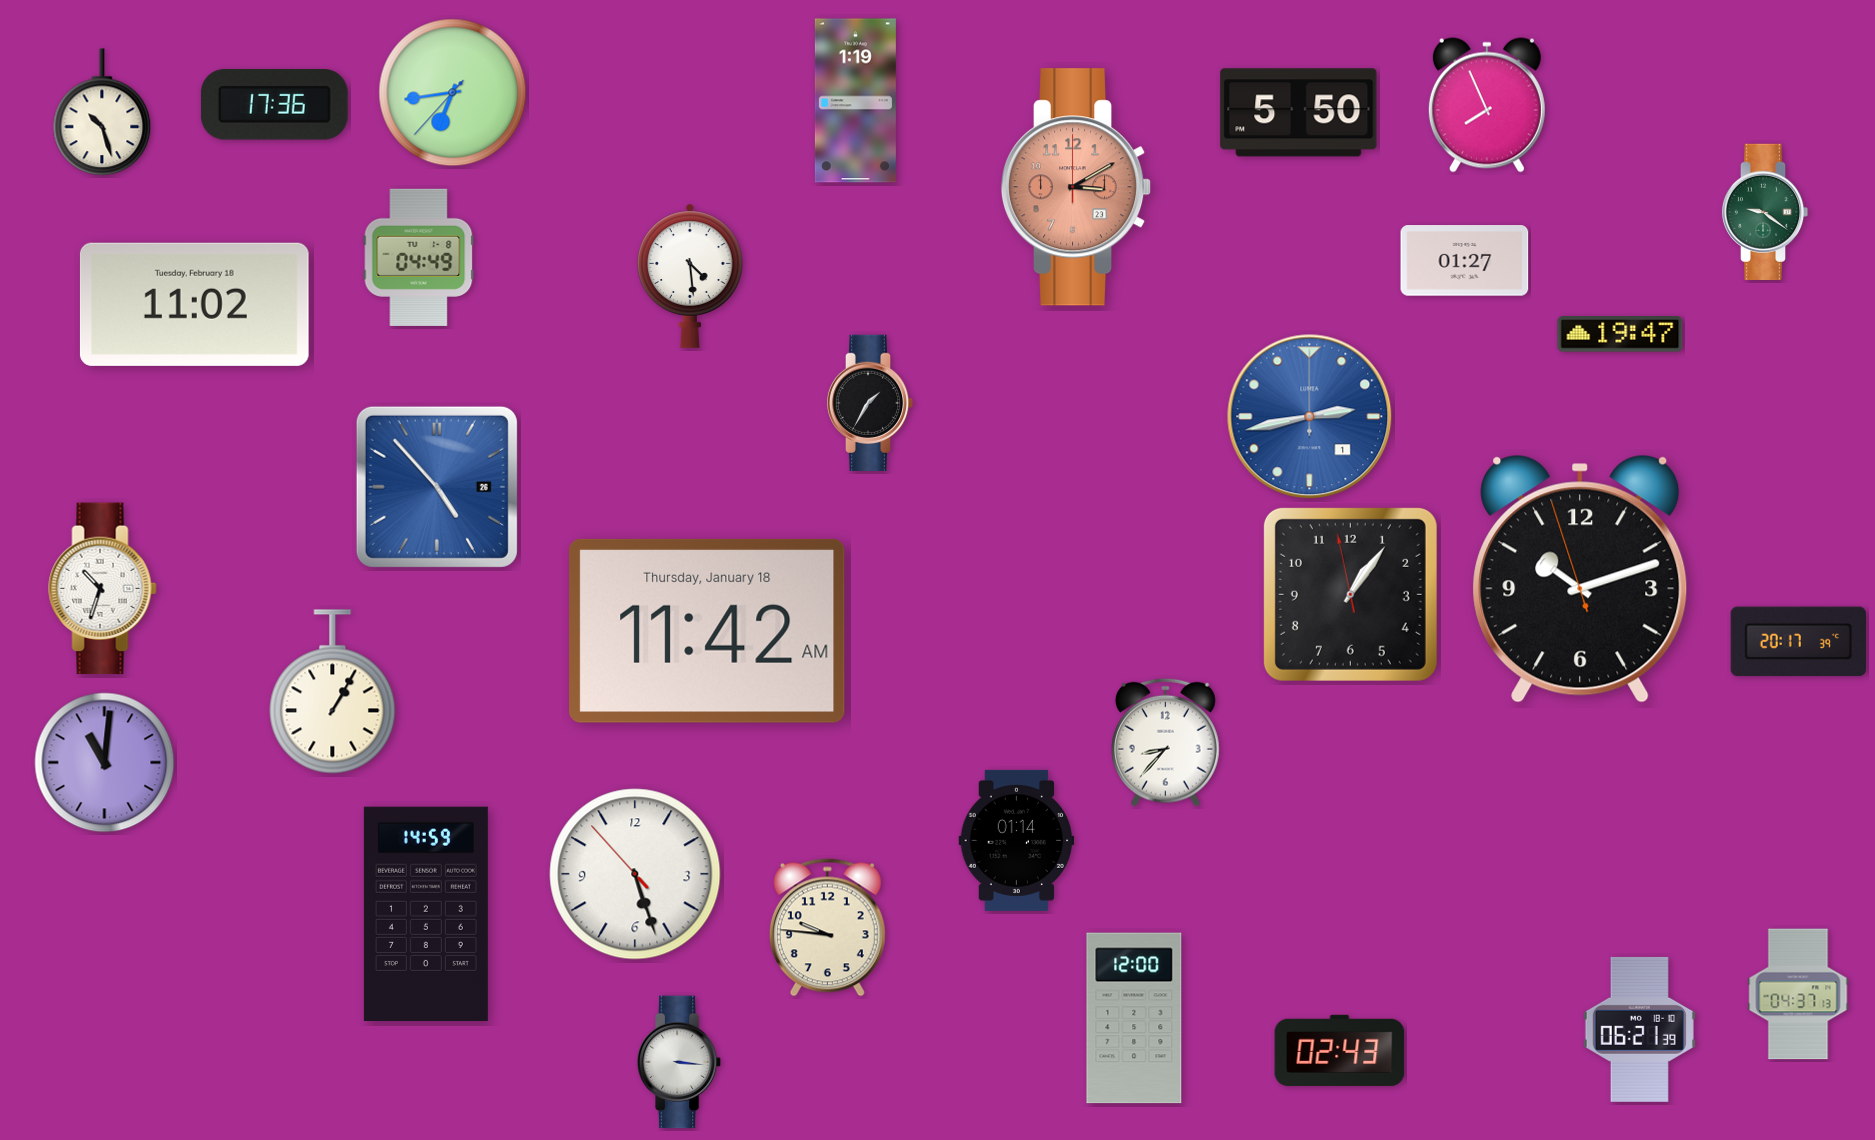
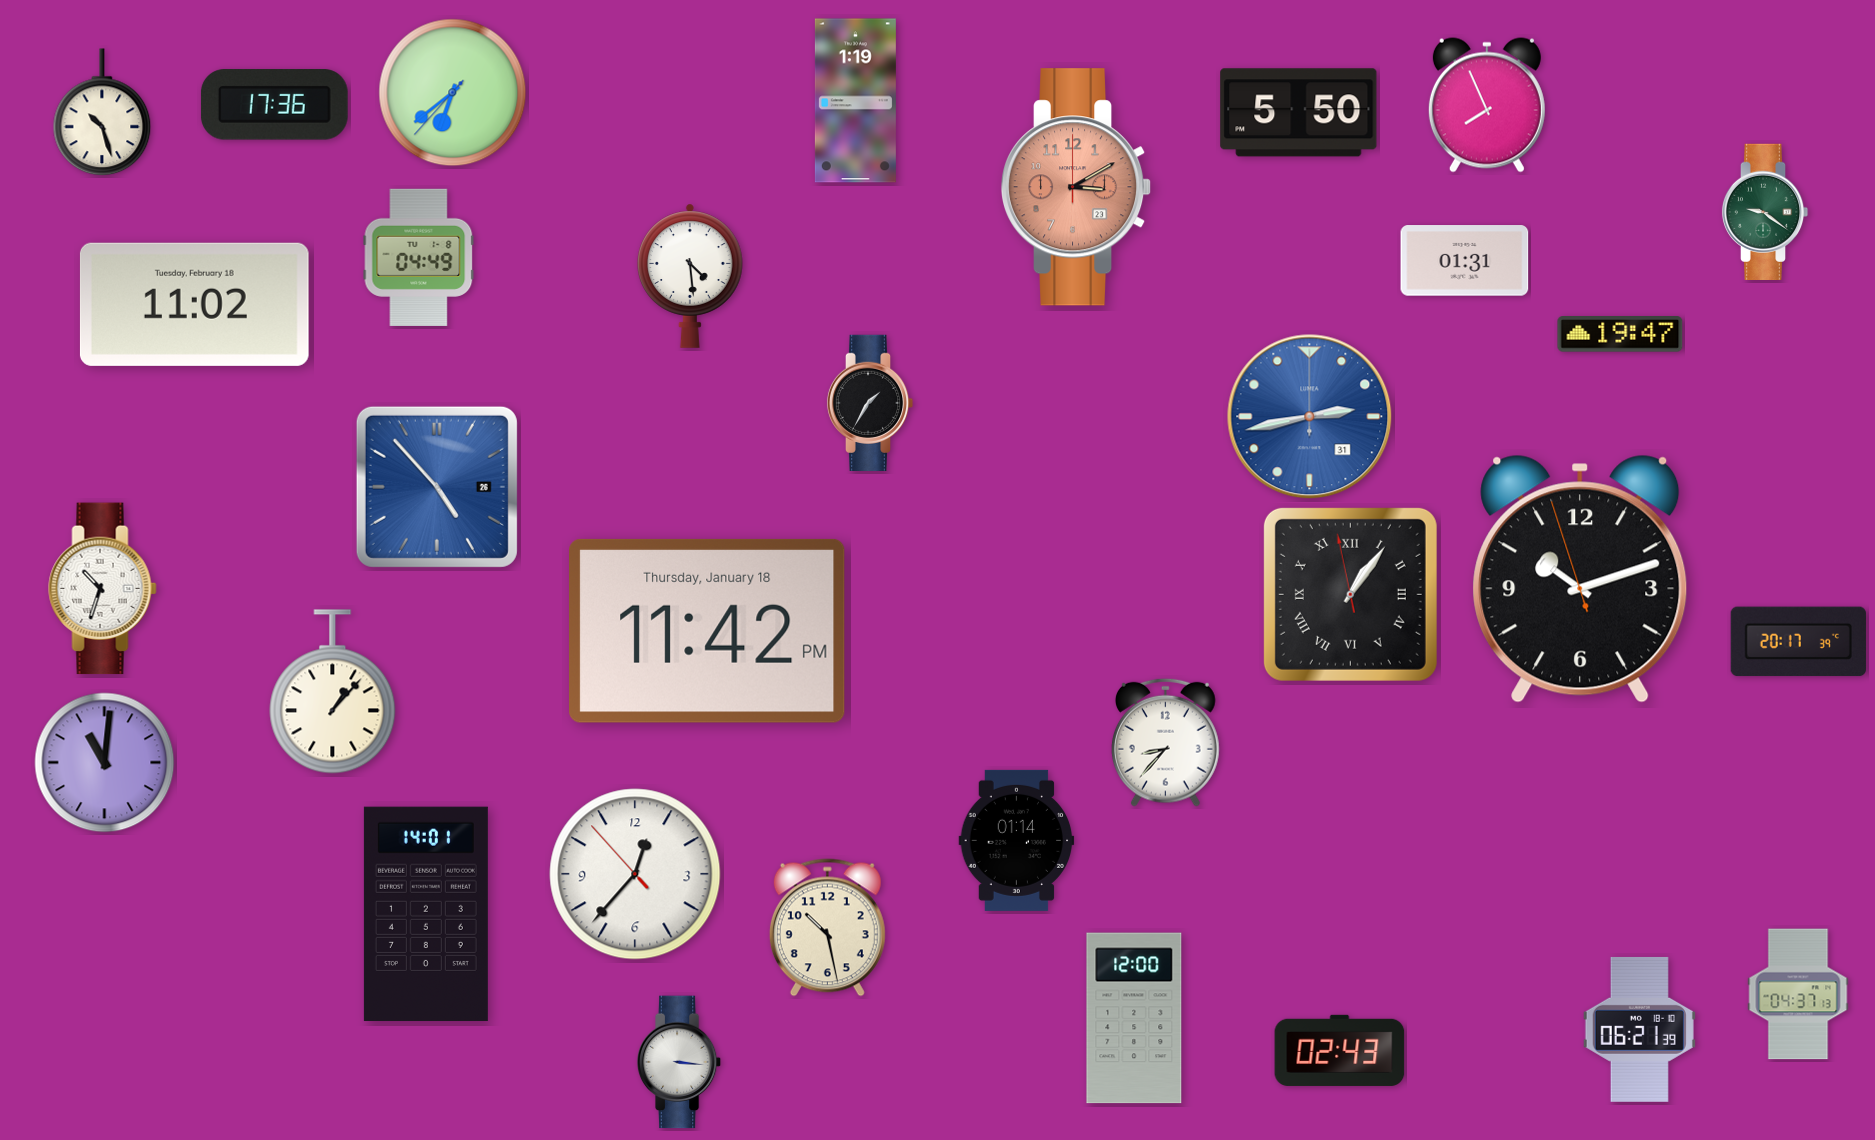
clock at (453, 93): 6:43 -> 6:38
clock at (1465, 261): 01:27 -> 01:31
clock at (1310, 417) date: 1 -> 31
clock at (1350, 594) numerals: Arabic -> Roman
clock at (707, 631): 11:42 AM -> 11:42 PM
clock at (333, 692): 1:05 -> 1:07
clock at (635, 874): 5:26 -> 12:36
clock at (426, 914): 14:59 -> 14:01
clock at (827, 928): 9:46 -> 10:28
